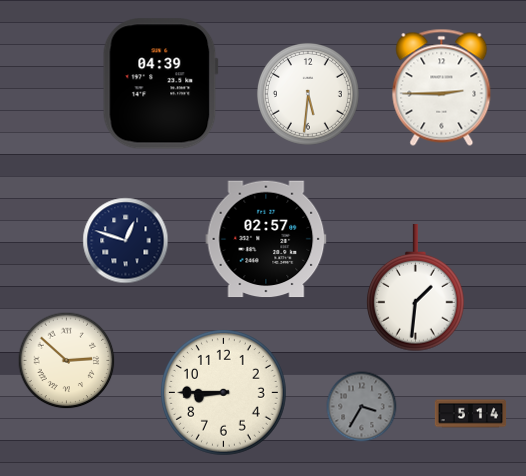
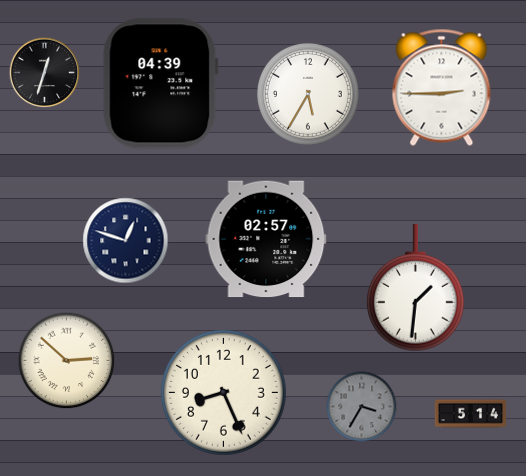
clock at (45, 73): none -> 12:33
clock at (308, 94): 5:31 -> 5:35
clock at (224, 393): 8:45 -> 8:26
